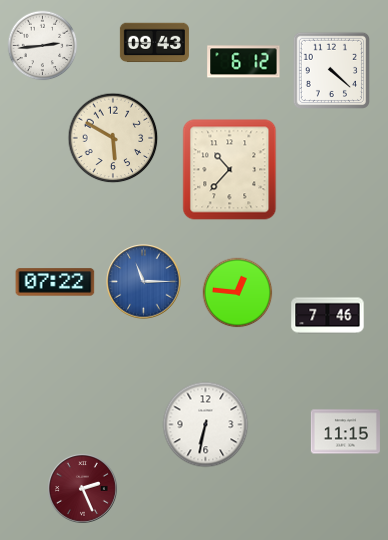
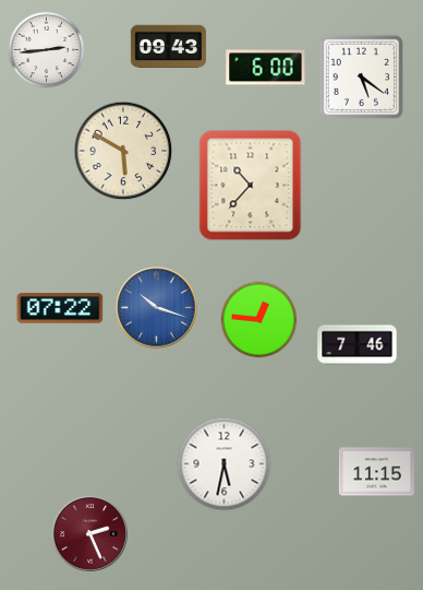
clock at (244, 62): 6:12 -> 6:00
clock at (331, 70): 4:22 -> 5:21
clock at (144, 282): 11:15 -> 10:18
clock at (206, 425): 6:32 -> 5:32
